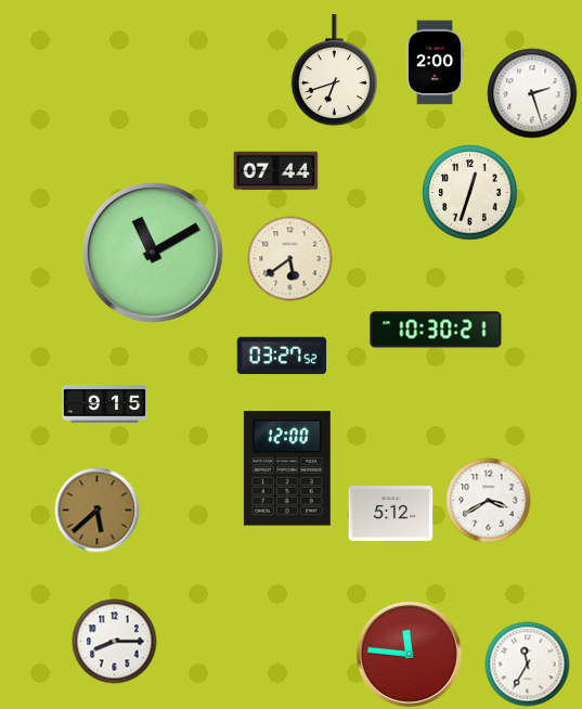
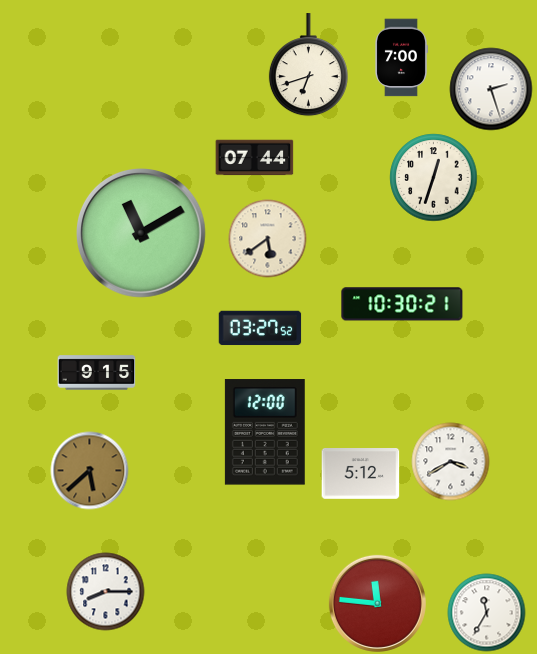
clock at (435, 62): 2:00 -> 7:00
clock at (532, 93) position: (532, 93) -> (491, 89)
